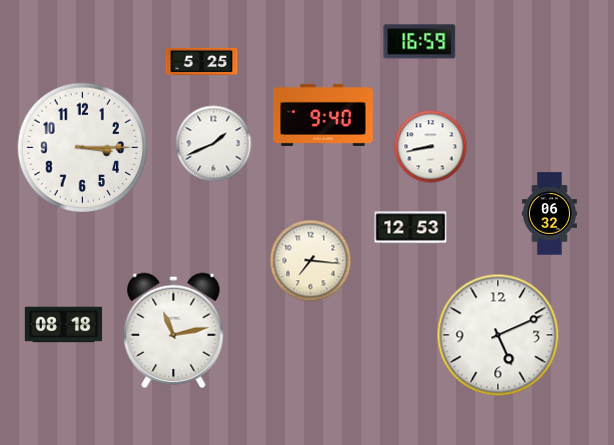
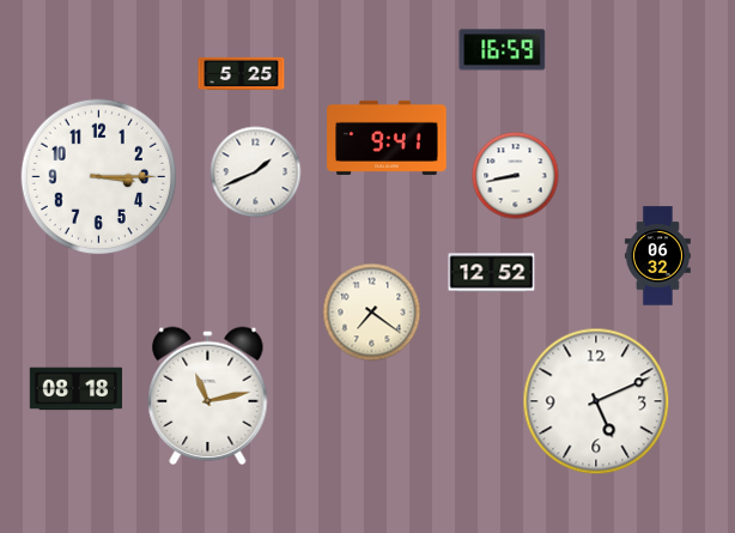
clock at (323, 115): 9:40 -> 9:41
clock at (411, 228): 12:53 -> 12:52
clock at (311, 261): 7:16 -> 7:21
